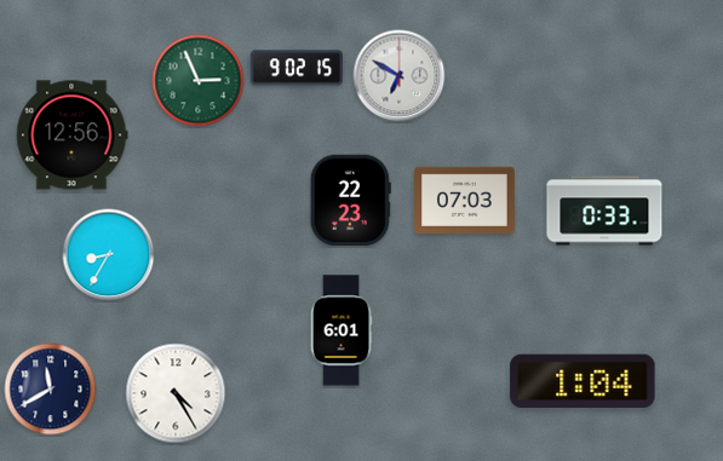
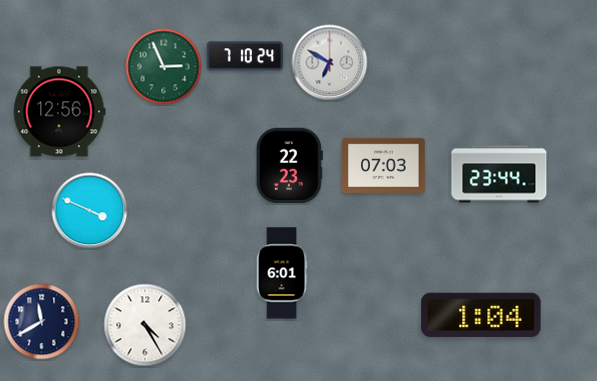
clock at (295, 68): 9:02 -> 7:10
clock at (604, 211): 0:33 -> 23:44
clock at (109, 255): 8:35 -> 3:49
